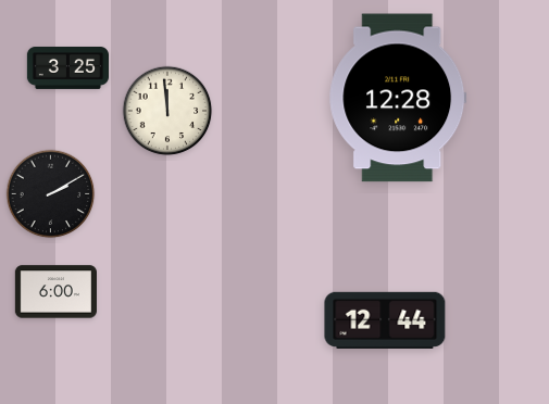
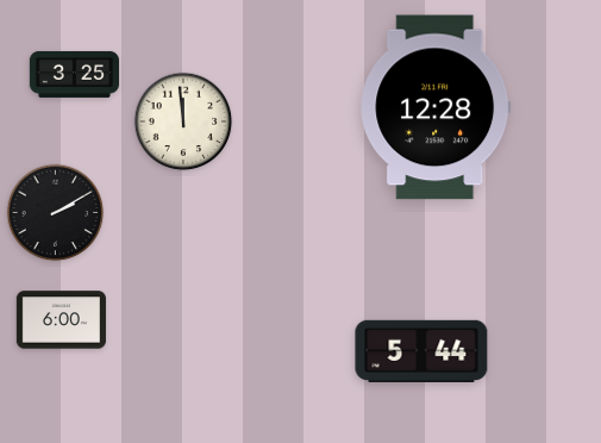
clock at (385, 320): 12:44 -> 5:44
